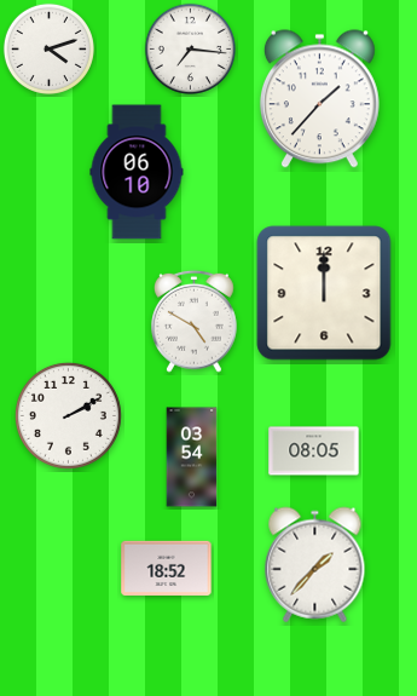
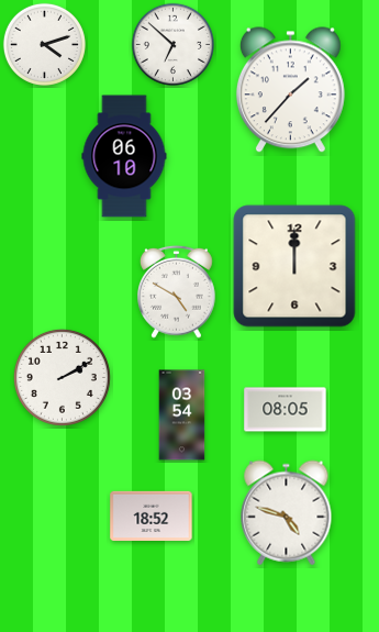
clock at (190, 48): 7:16 -> 6:52
clock at (192, 458) position: (192, 458) -> (182, 415)
clock at (315, 565): 1:37 -> 4:48
